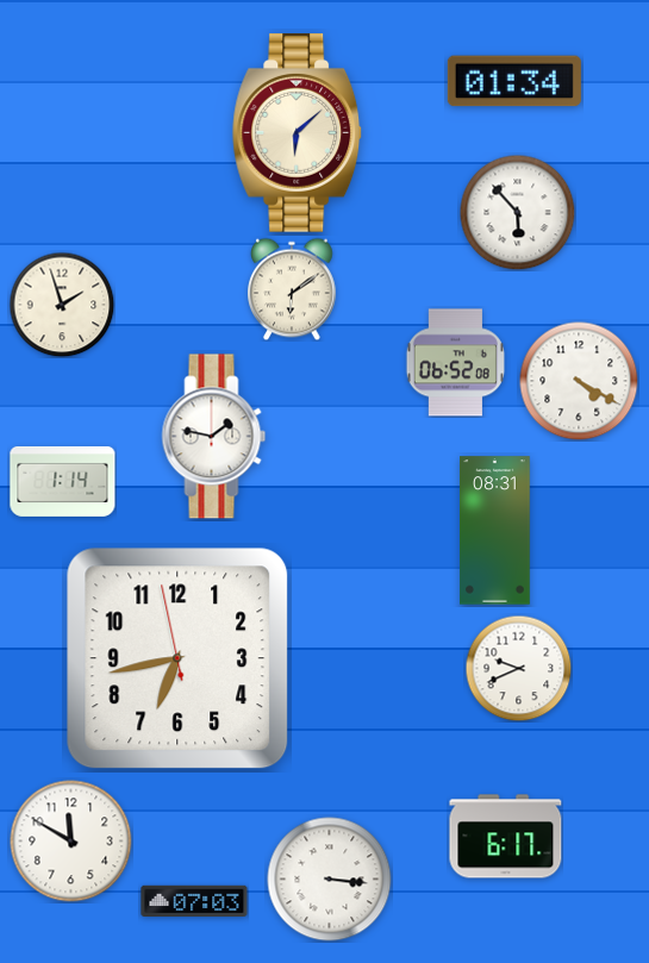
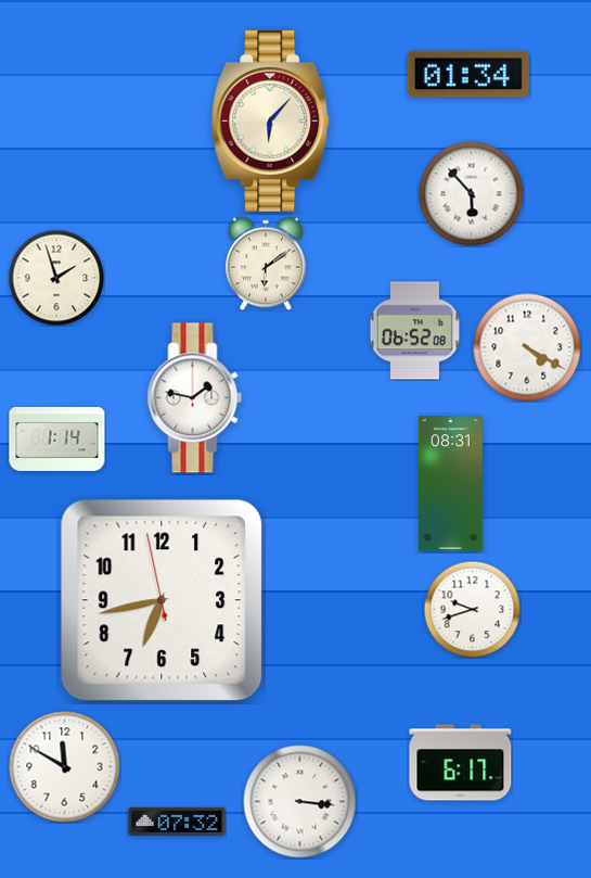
clock at (298, 133): 6:08 -> 6:07
clock at (518, 668): 9:41 -> 9:42
clock at (194, 900): 07:03 -> 07:32
